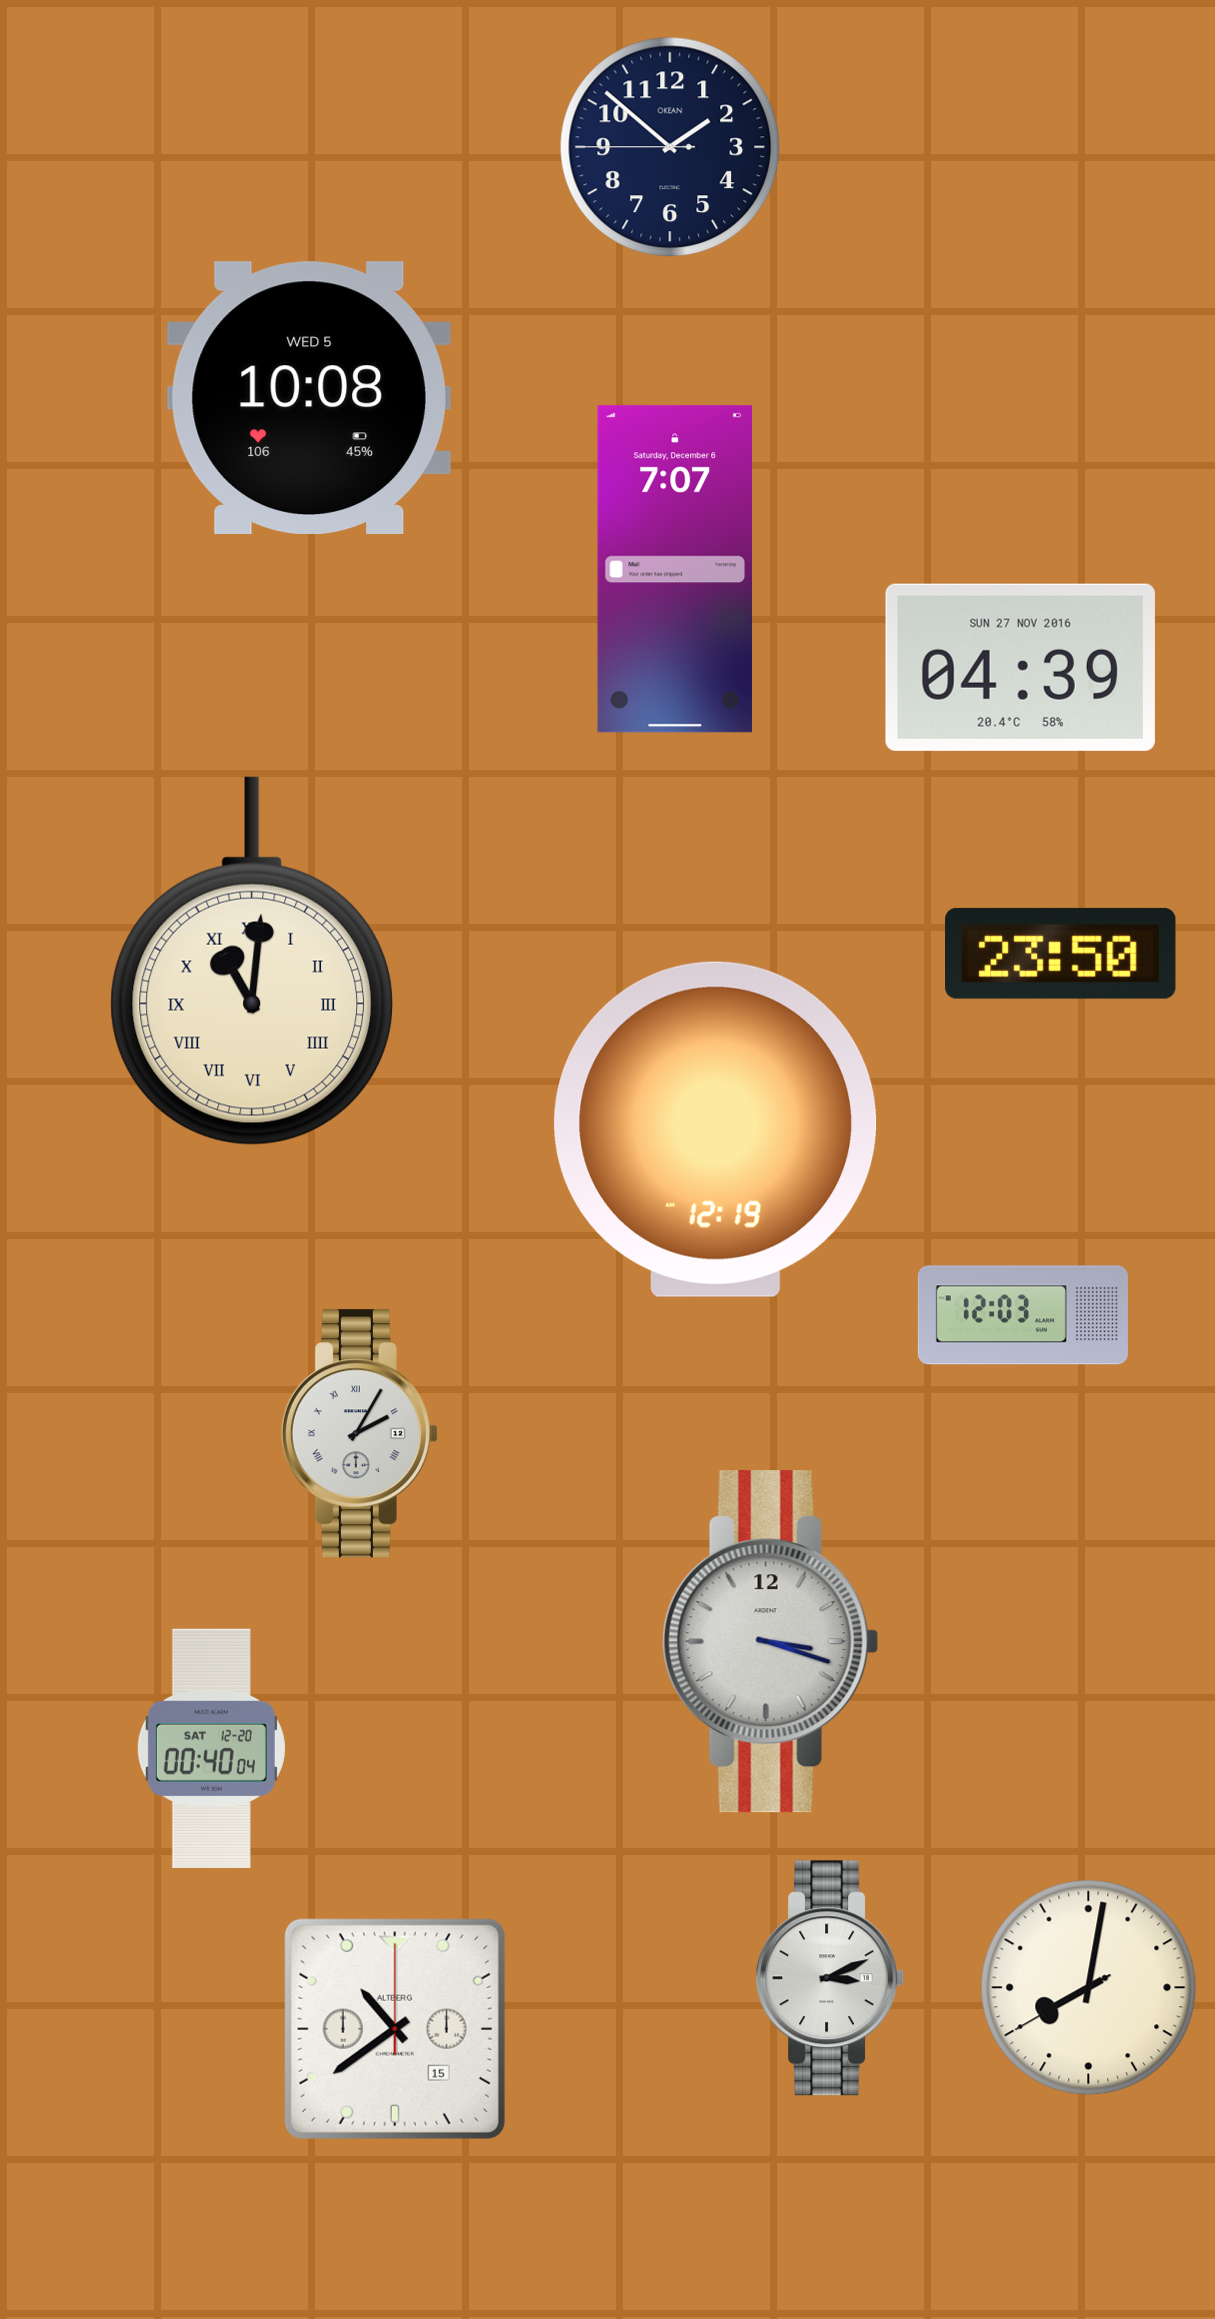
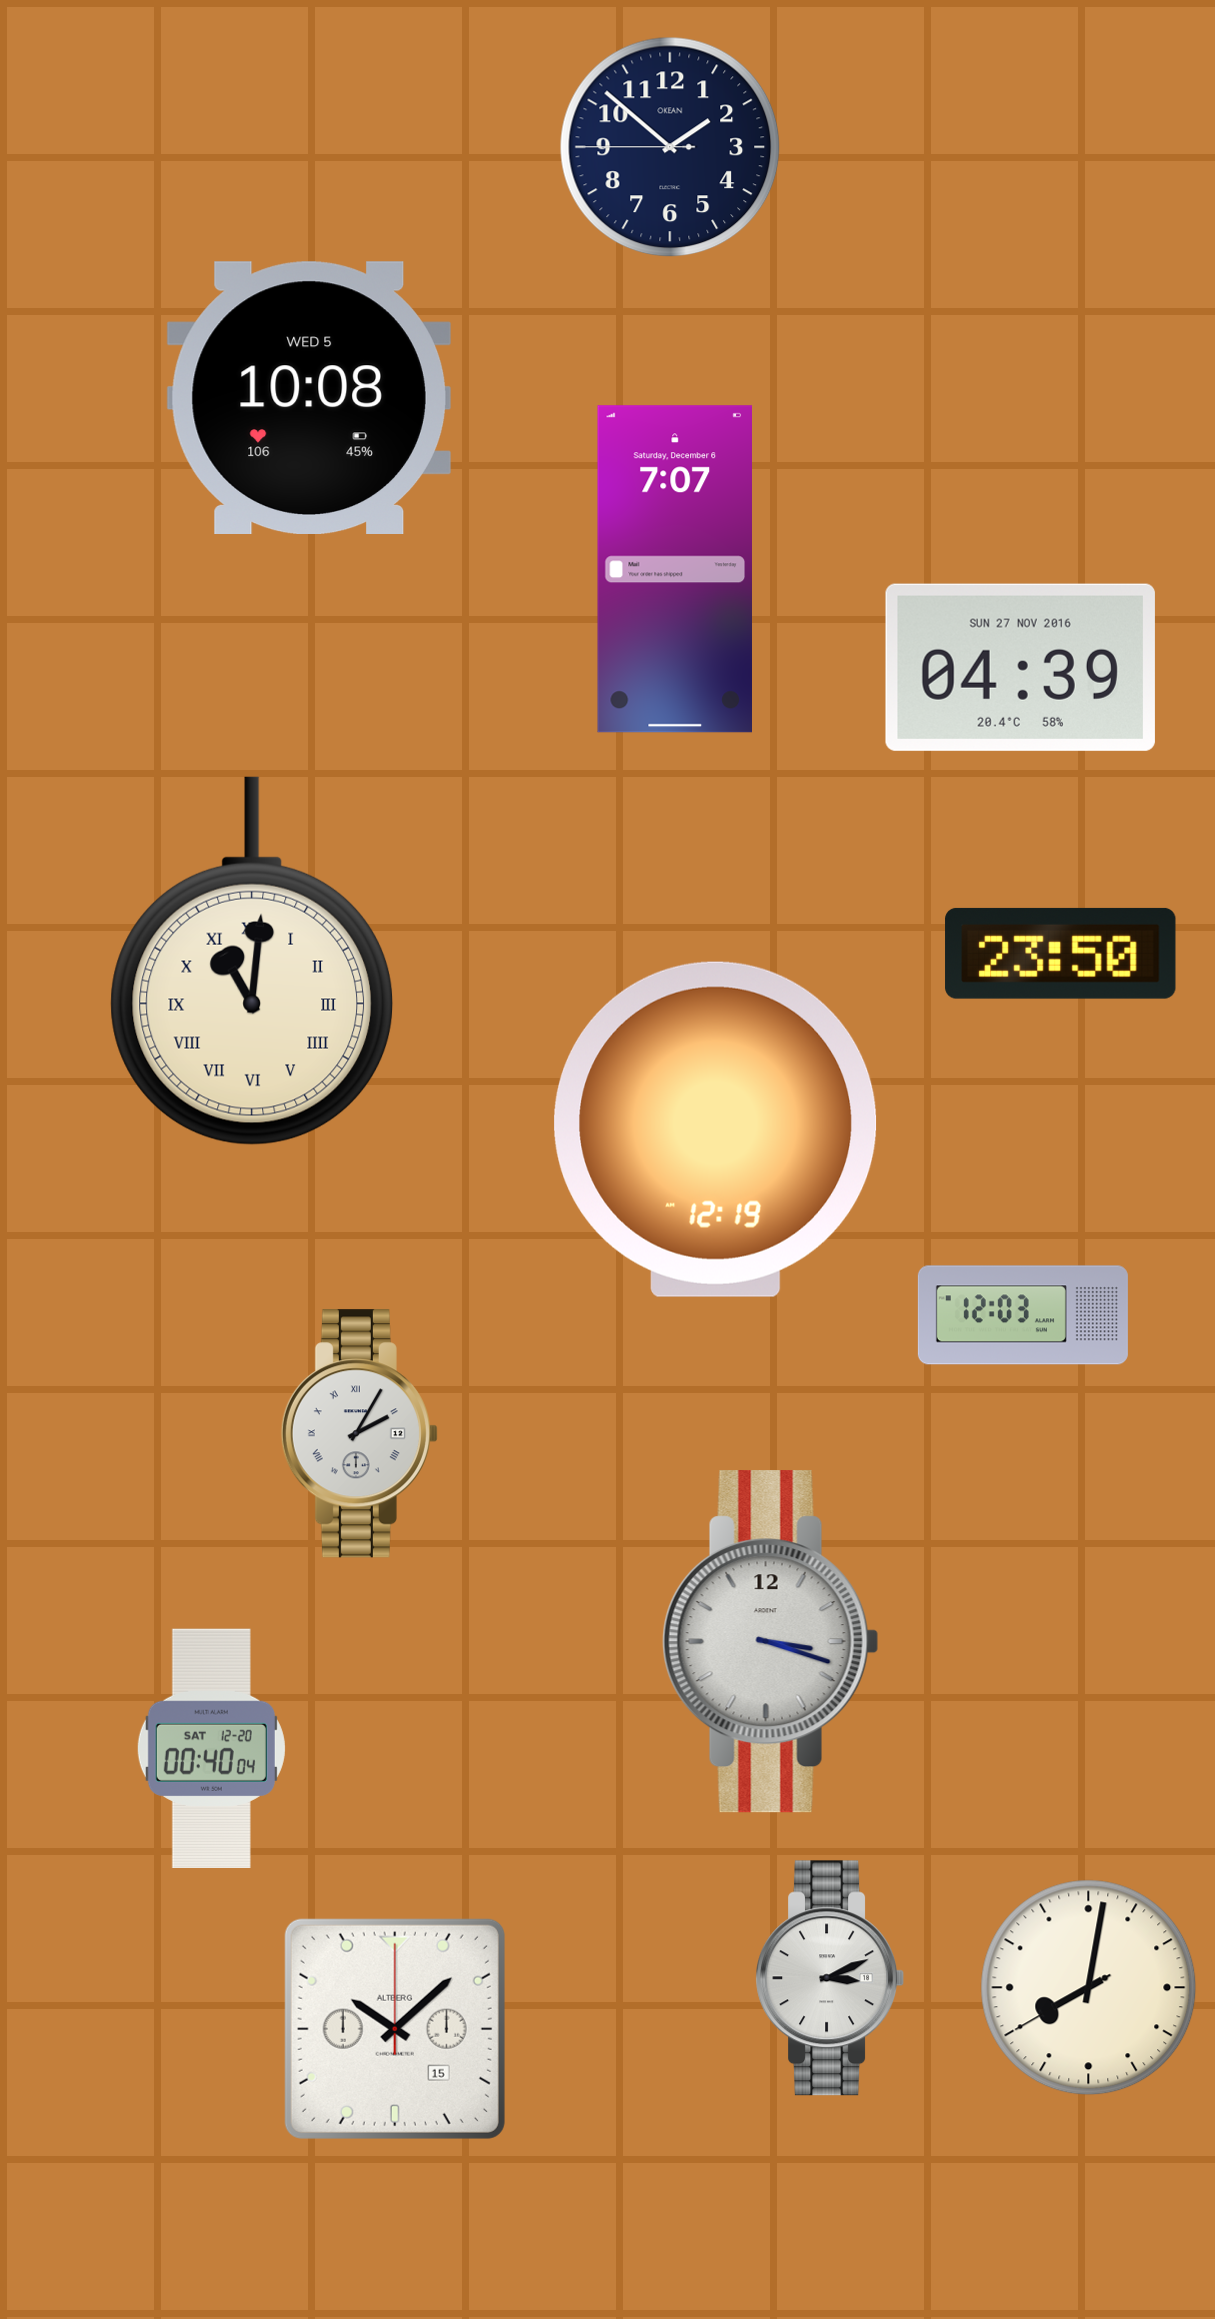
clock at (395, 2029): 10:39 -> 10:08
